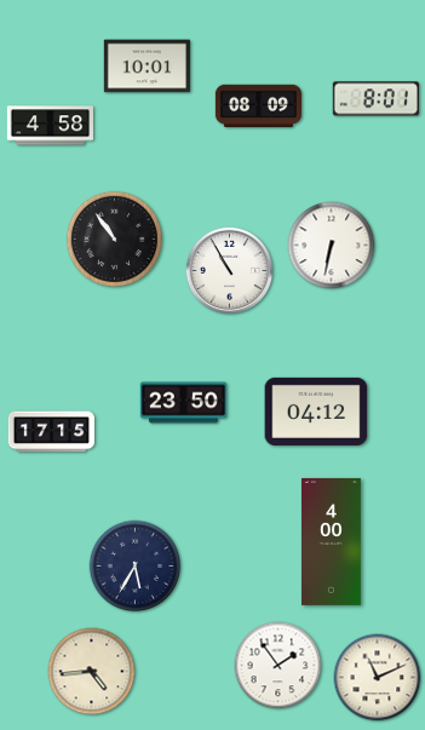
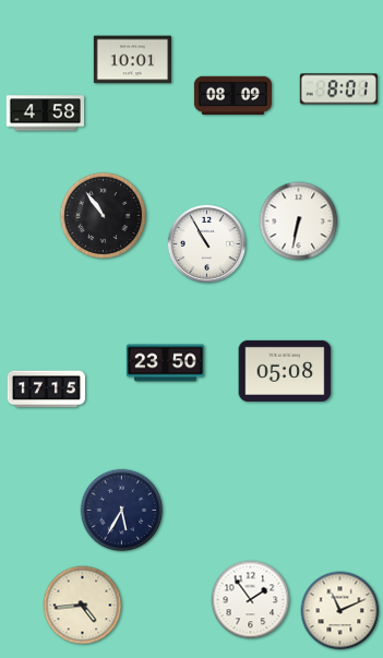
clock at (316, 412): 04:12 -> 05:08
clock at (331, 541): 4:00 -> none
